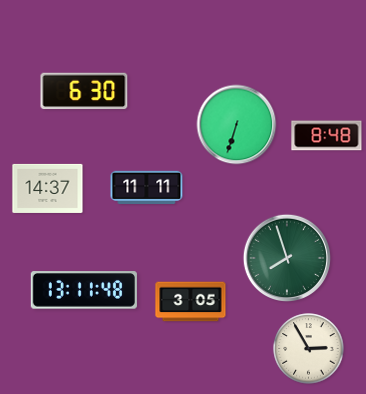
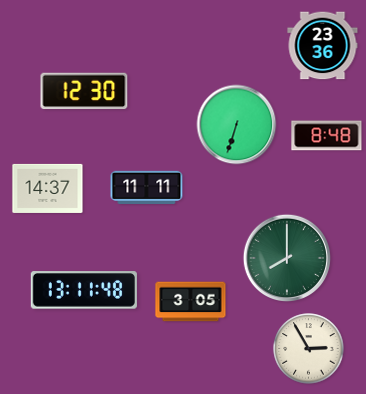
clock at (323, 46): none -> 23:36
clock at (84, 91): 6:30 -> 12:30
clock at (286, 257): 7:57 -> 8:00
